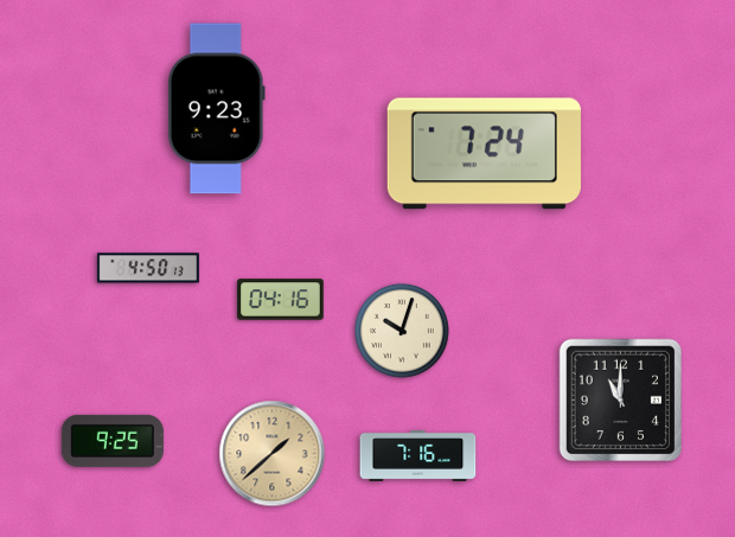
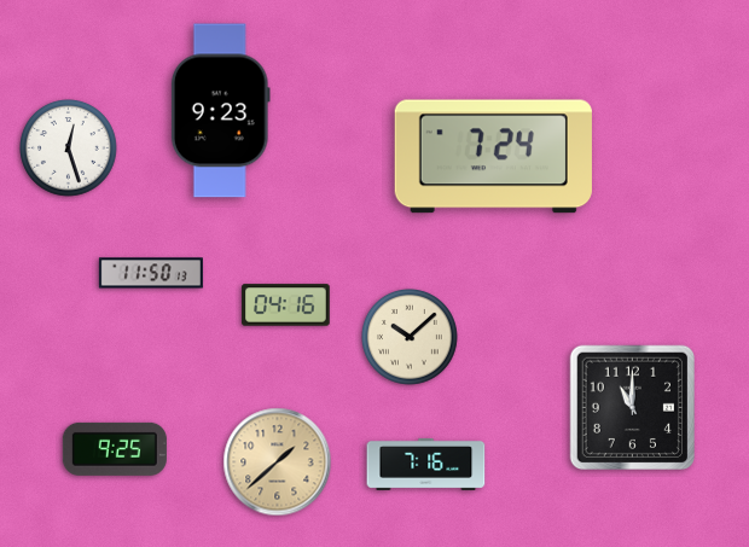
clock at (69, 149): none -> 12:27
clock at (148, 268): 4:50 -> 11:50
clock at (402, 331): 10:03 -> 10:08
